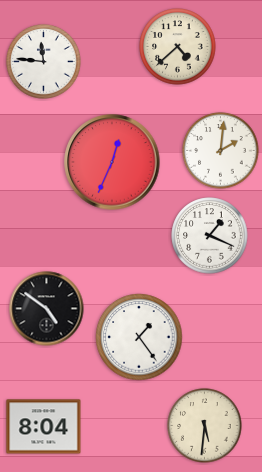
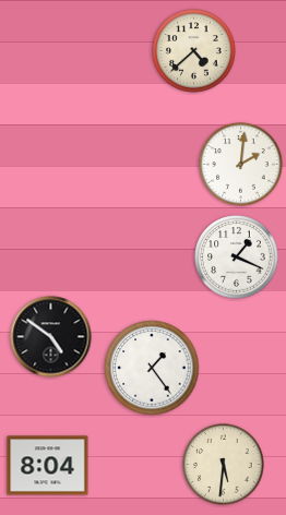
clock at (44, 62): 11:46 -> none
clock at (112, 162): 12:34 -> none
clock at (210, 236) position: (210, 236) -> (237, 257)
